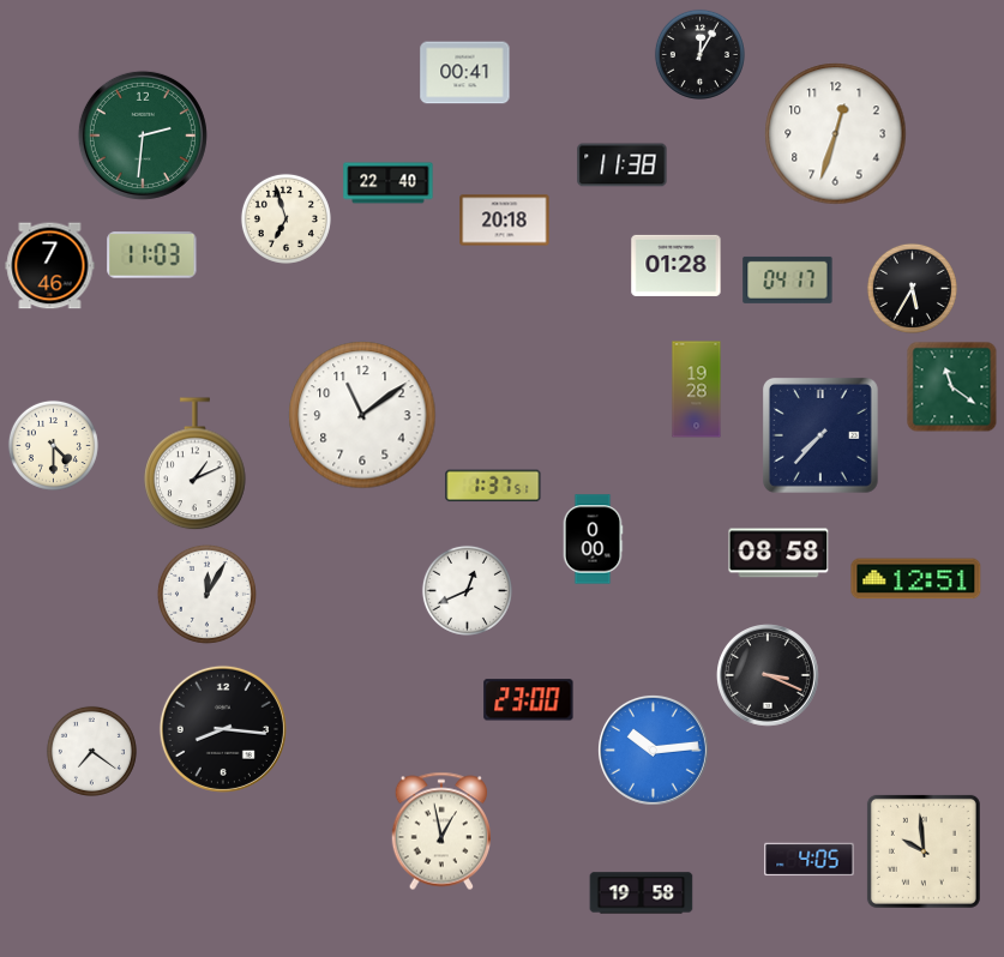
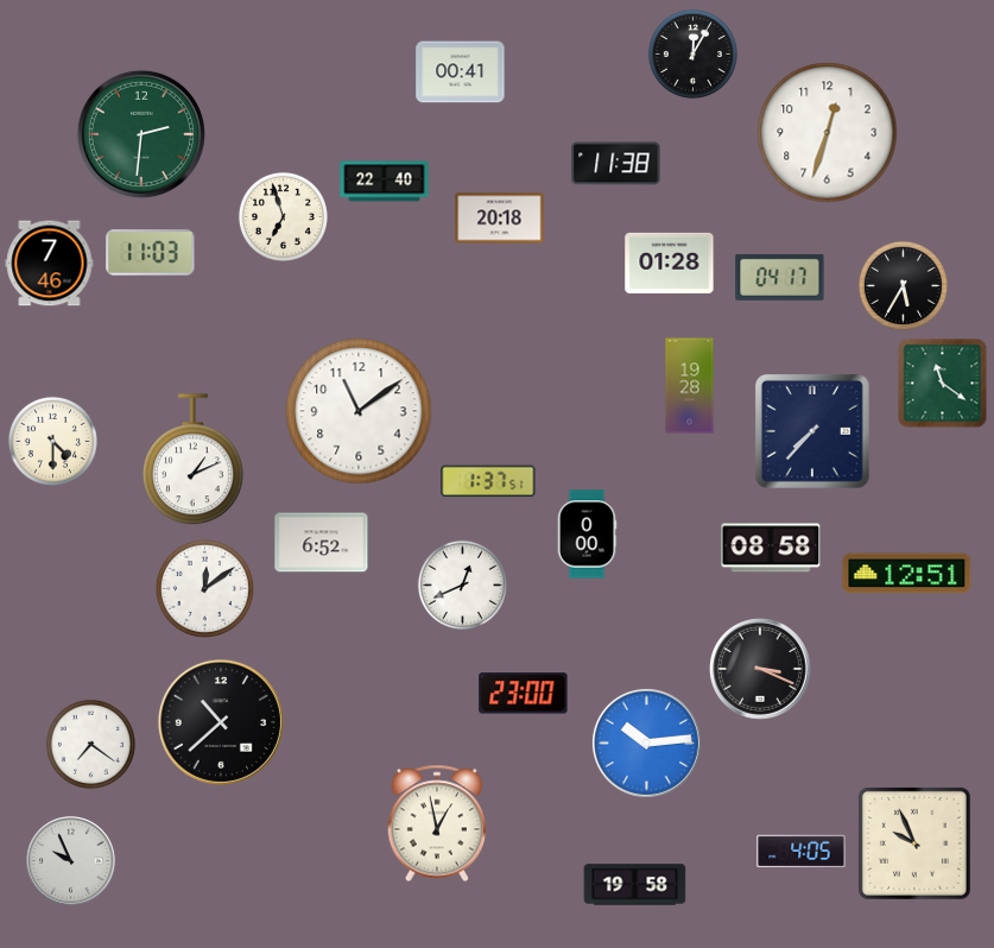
clock at (322, 543): none -> 6:52
clock at (206, 594): 12:05 -> 12:09
clock at (223, 729): 8:16 -> 10:38
clock at (924, 851): 9:59 -> 9:56
clock at (71, 861): none -> 9:56
